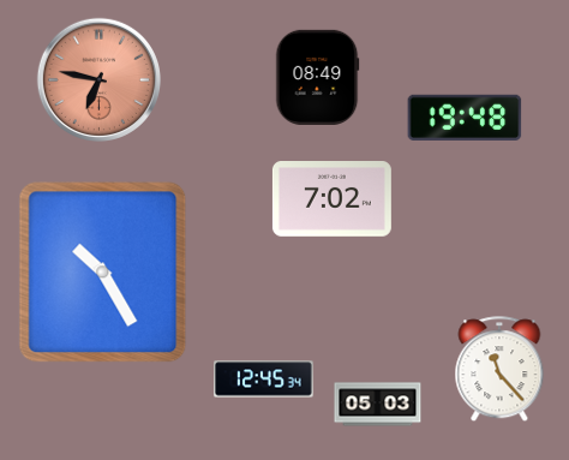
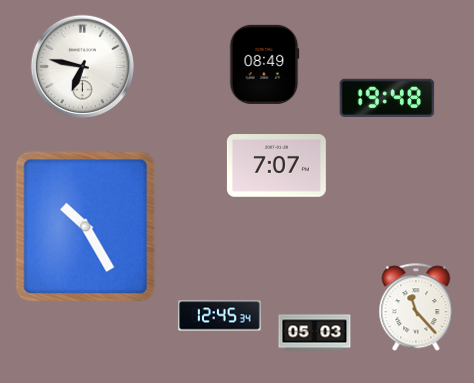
clock at (98, 79) dial: salmon -> white
clock at (331, 199): 7:02 -> 7:07
clock at (378, 405) position: (378, 405) -> (315, 333)
